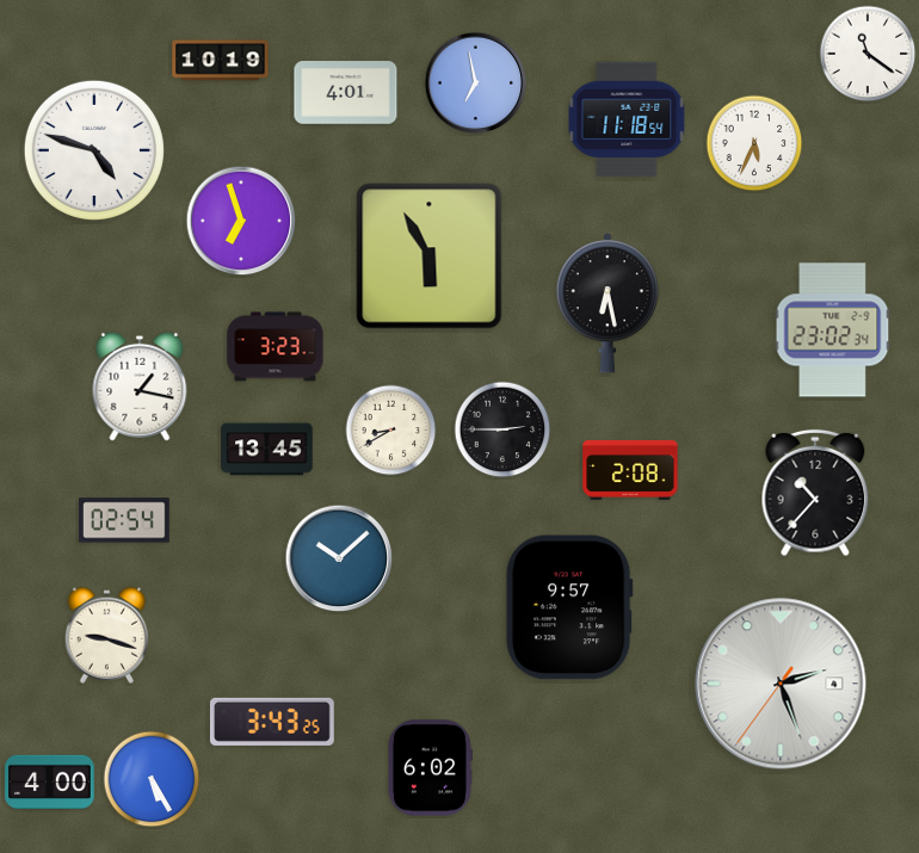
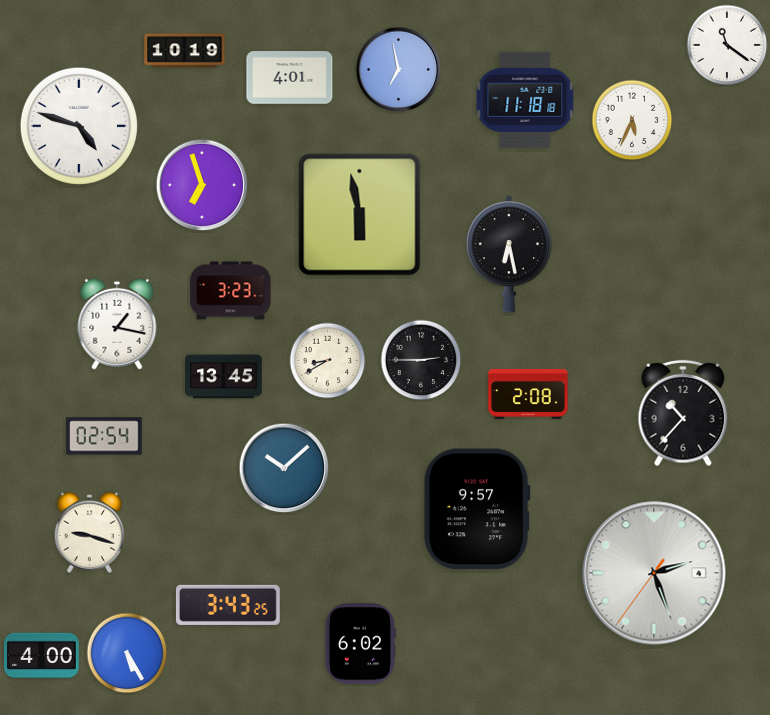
clock at (627, 119): 11:18:54 -> 11:18:18
clock at (430, 256): 5:55 -> 5:58
clock at (833, 330): 23:02 -> none
